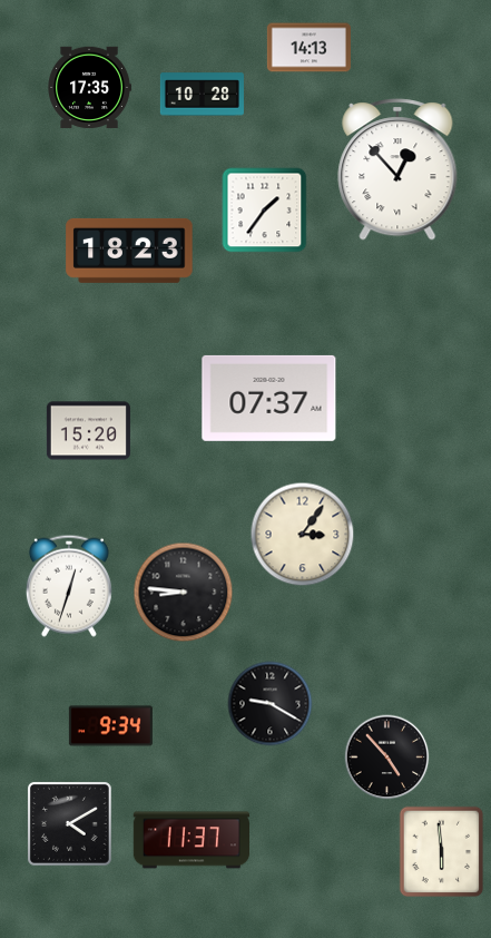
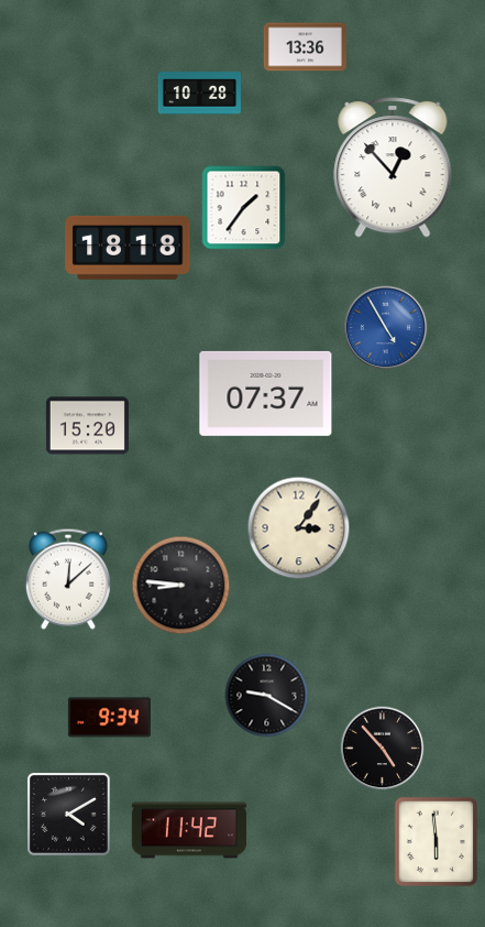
clock at (308, 48): 14:13 -> 13:36
clock at (89, 88): 17:35 -> none
clock at (265, 211) position: (265, 211) -> (244, 208)
clock at (129, 251): 18:23 -> 18:18
clock at (386, 328): none -> 4:55
clock at (69, 586): 12:33 -> 12:08
clock at (190, 840): 11:37 -> 11:42
